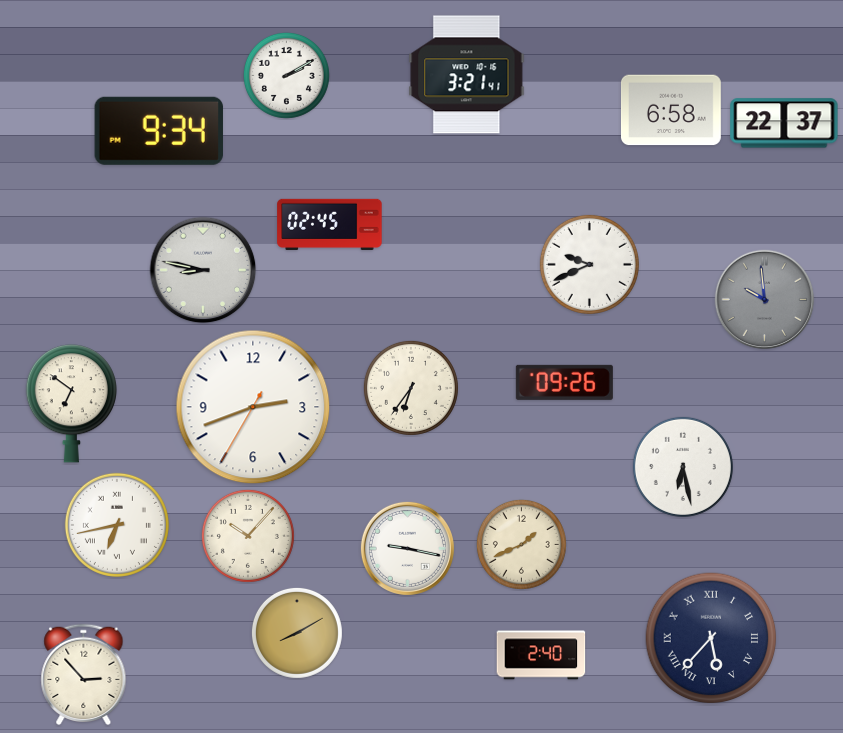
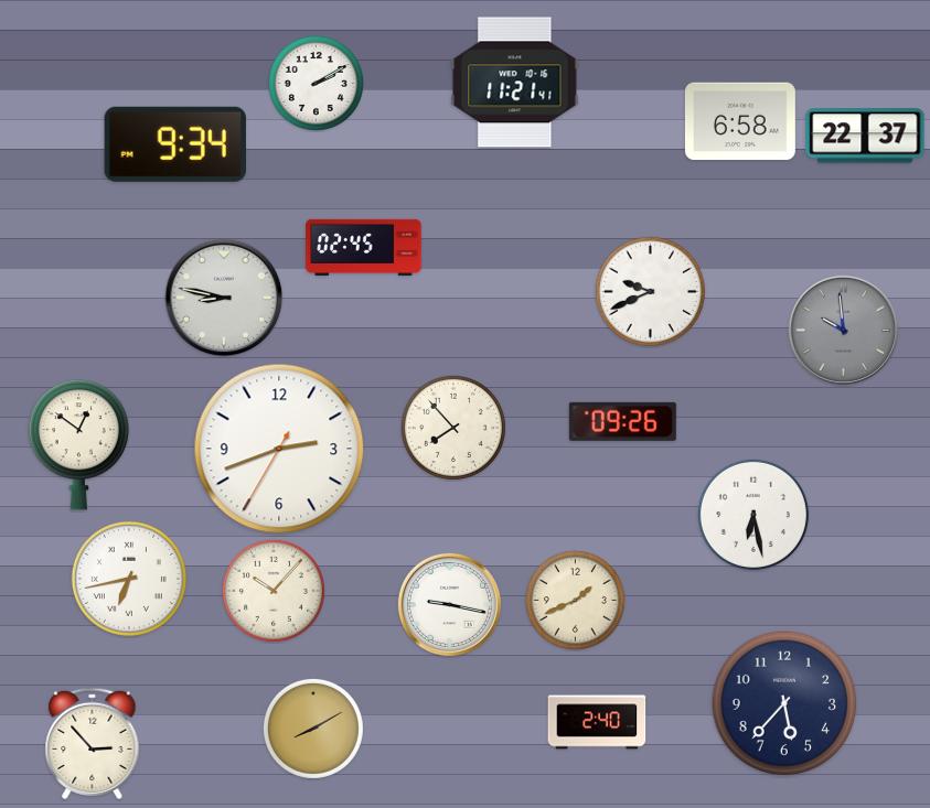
clock at (467, 75): 3:21 -> 11:21
clock at (411, 388): 6:36 -> 7:53
clock at (71, 404): 6:51 -> 12:51
clock at (297, 633) position: (297, 633) -> (313, 729)
clock at (711, 638) numerals: Roman -> Arabic
